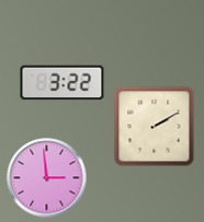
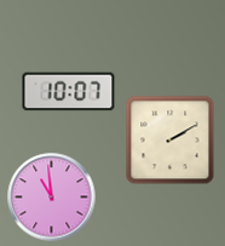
clock at (63, 83): 3:22 -> 10:07
clock at (47, 178): 2:59 -> 10:59
